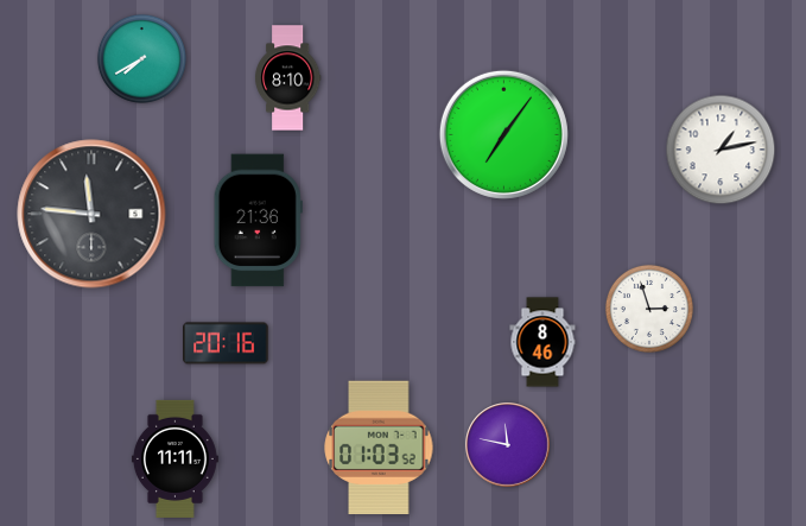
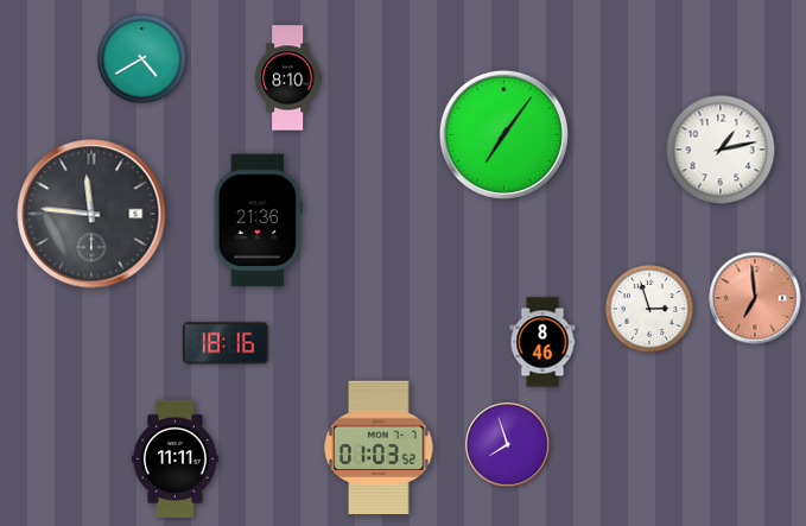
clock at (141, 58): 7:40 -> 4:40
clock at (755, 298): none -> 6:59
clock at (226, 343): 20:16 -> 18:16
clock at (508, 445): 11:47 -> 7:57
